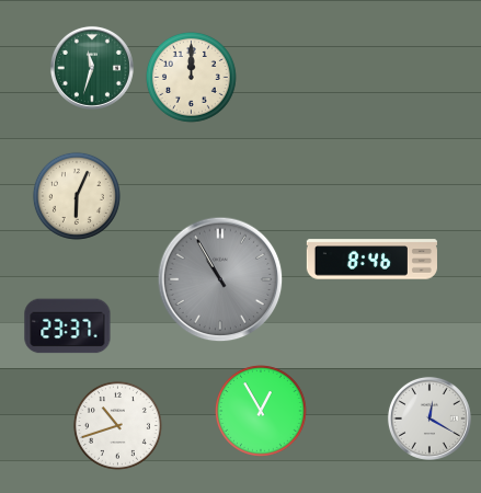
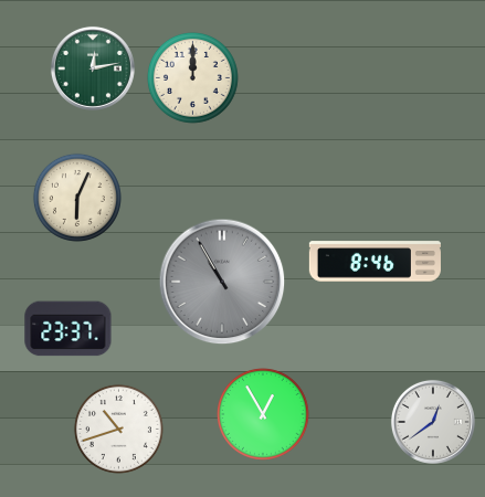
clock at (92, 68): 11:33 -> 12:13
clock at (430, 419): 12:20 -> 12:39
